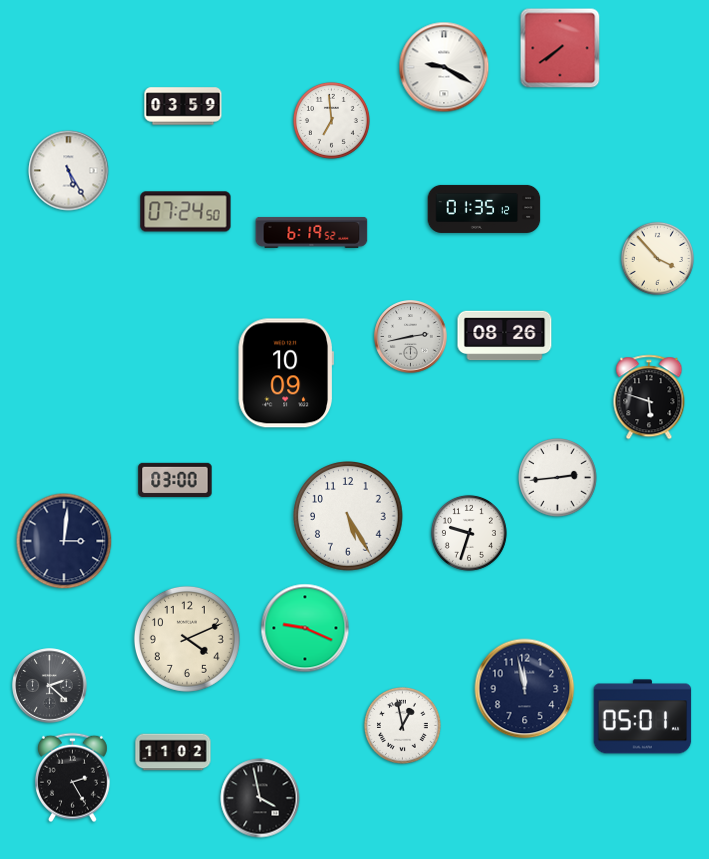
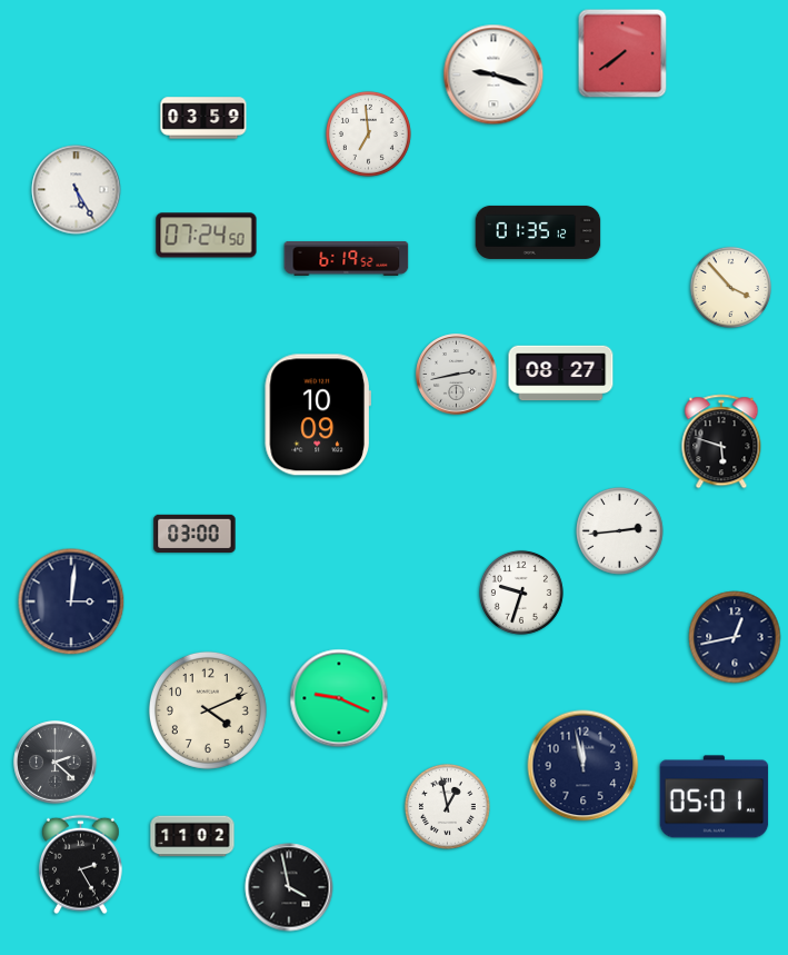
clock at (444, 67): 9:20 -> 9:18
clock at (505, 336): 08:26 -> 08:27
clock at (348, 516): 5:25 -> none
clock at (735, 637): none -> 12:43
